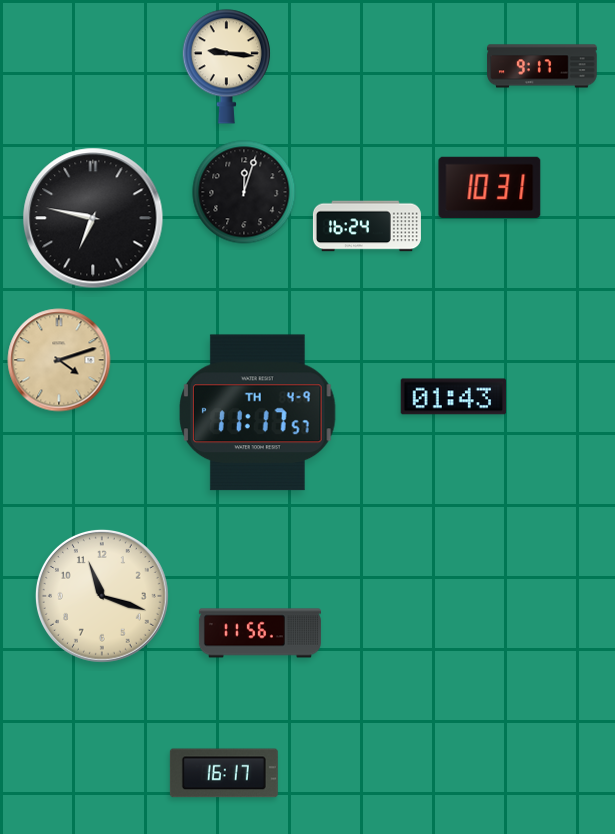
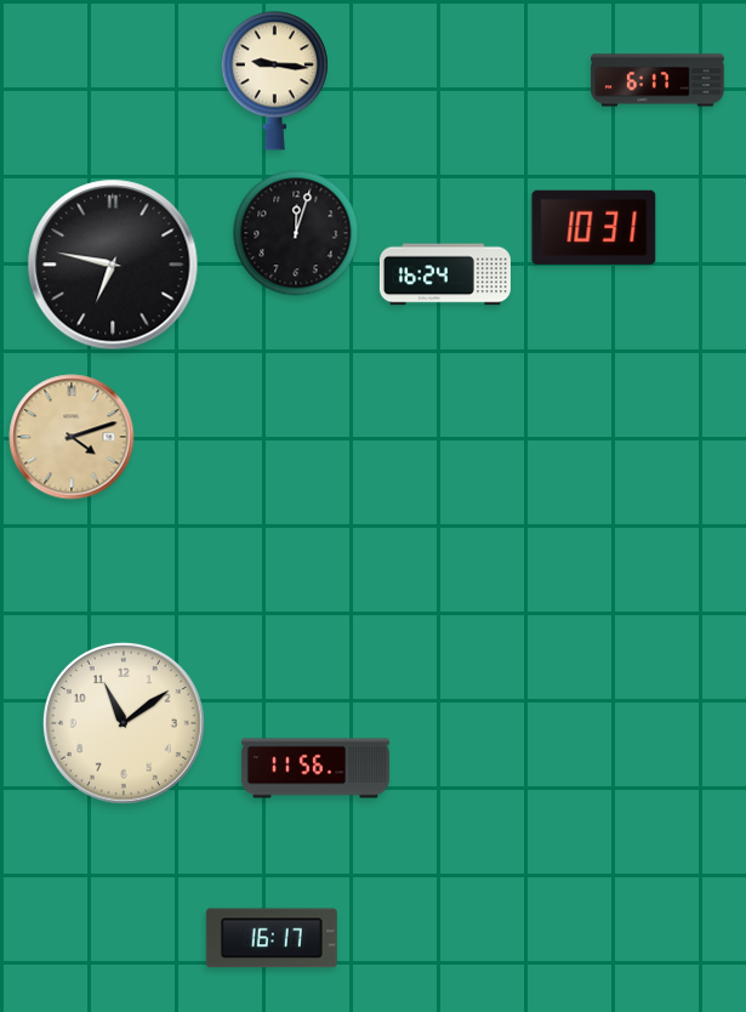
clock at (542, 66): 9:17 -> 6:17
clock at (454, 397): 01:43 -> none
clock at (258, 413): 11:17 -> none
clock at (102, 596): 11:18 -> 11:09
